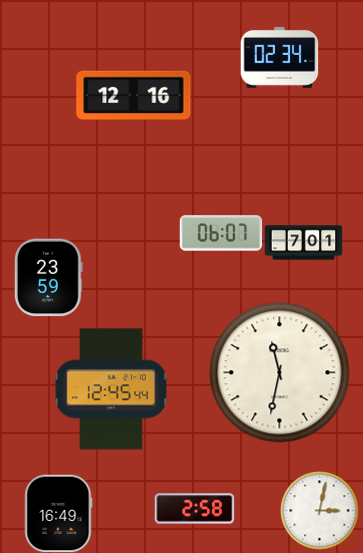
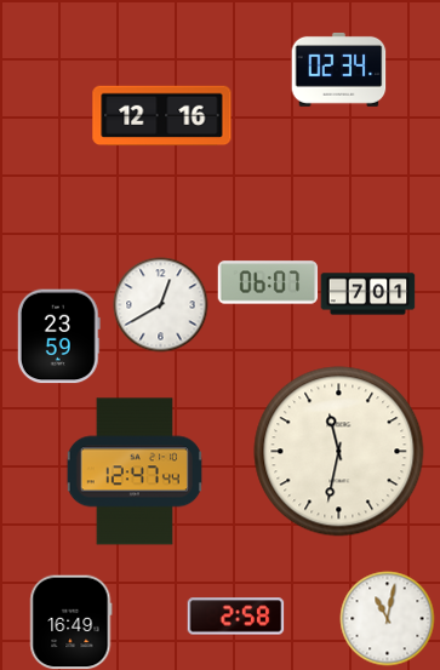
clock at (160, 304): none -> 12:40
clock at (111, 389): 12:45 -> 12:47
clock at (319, 510): 3:02 -> 11:02
